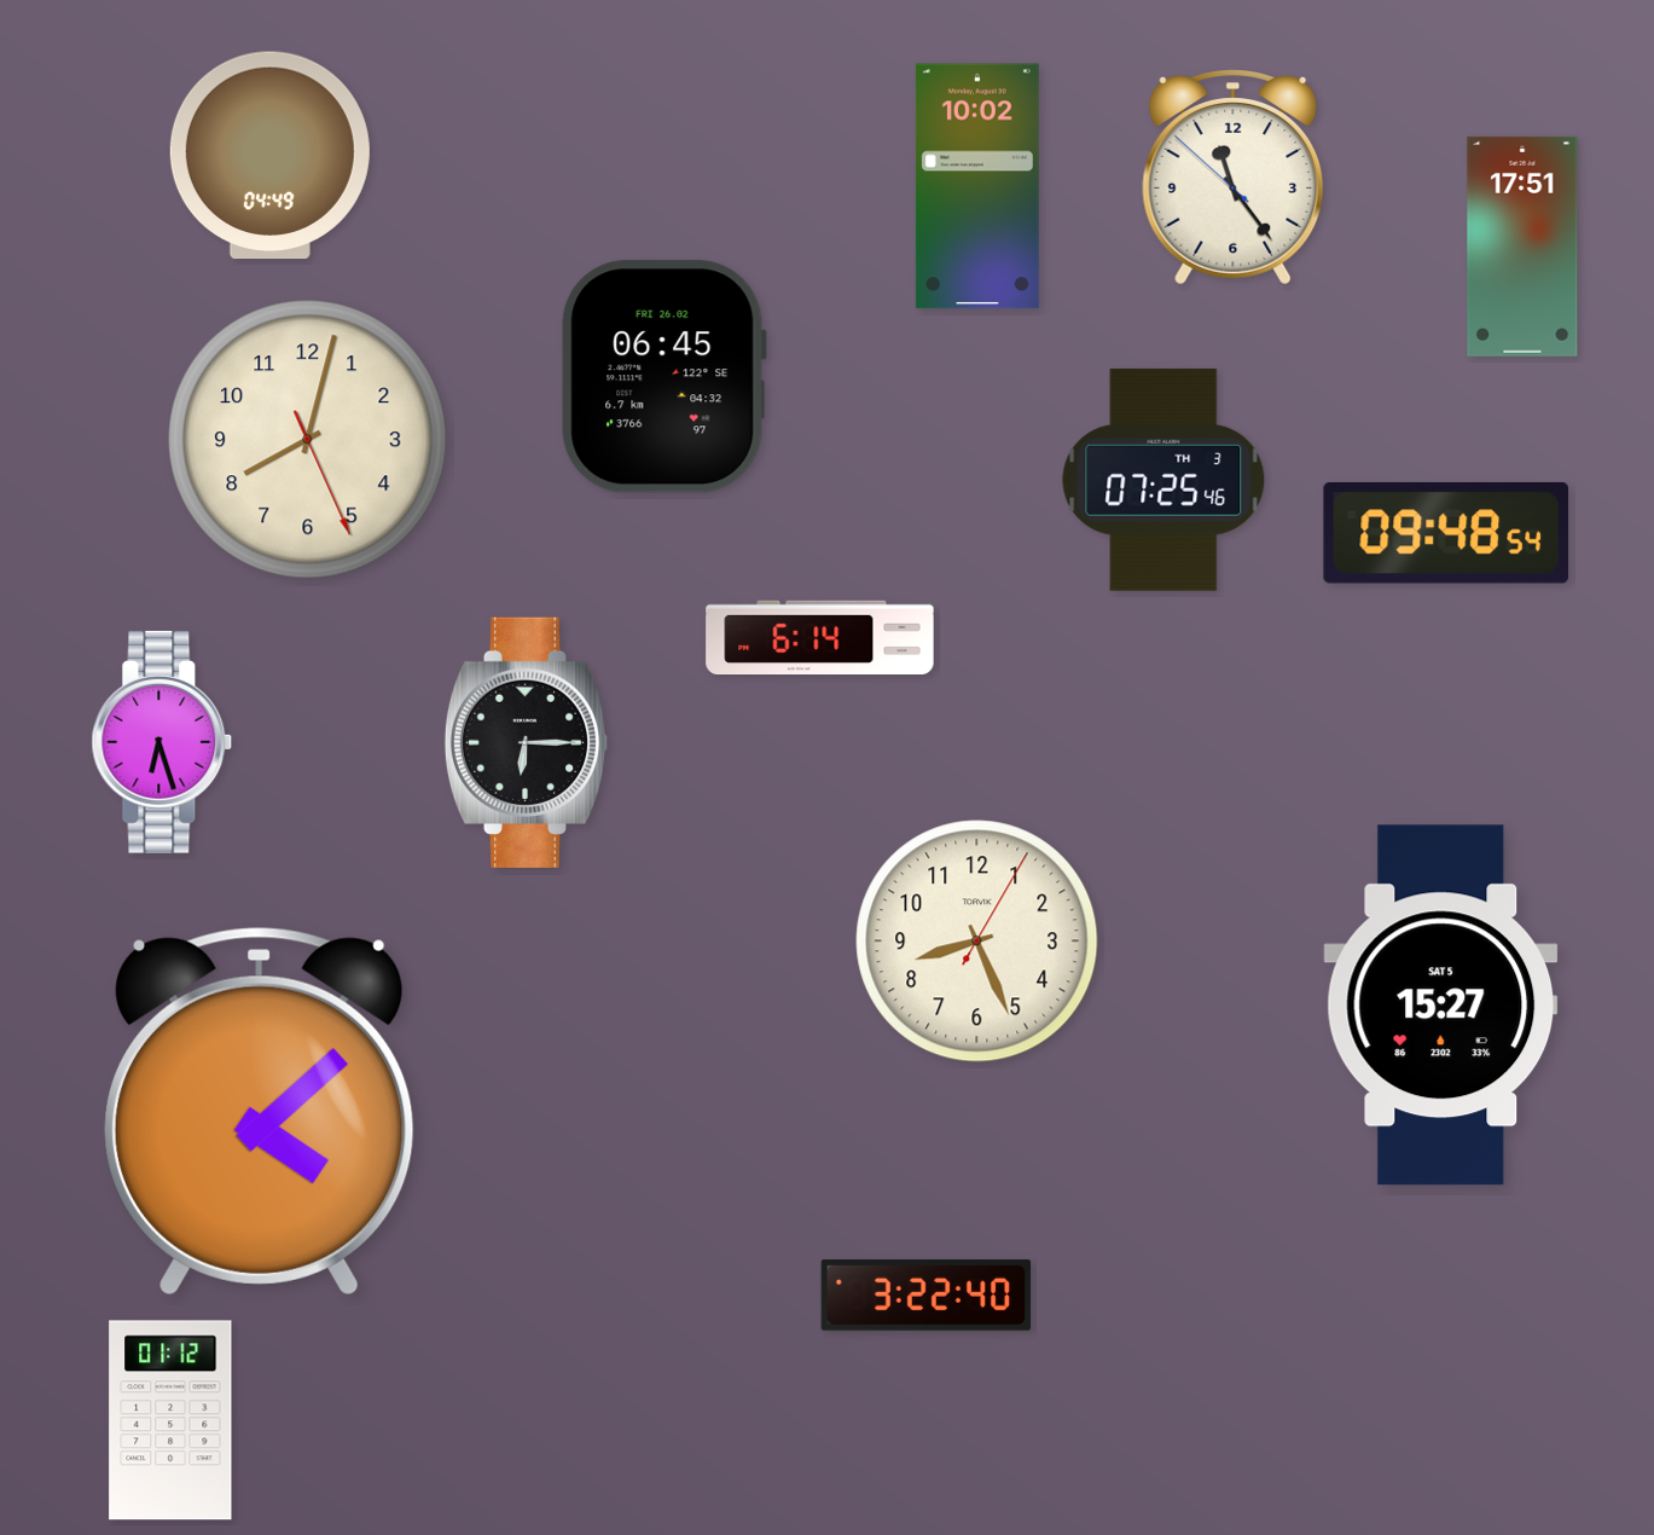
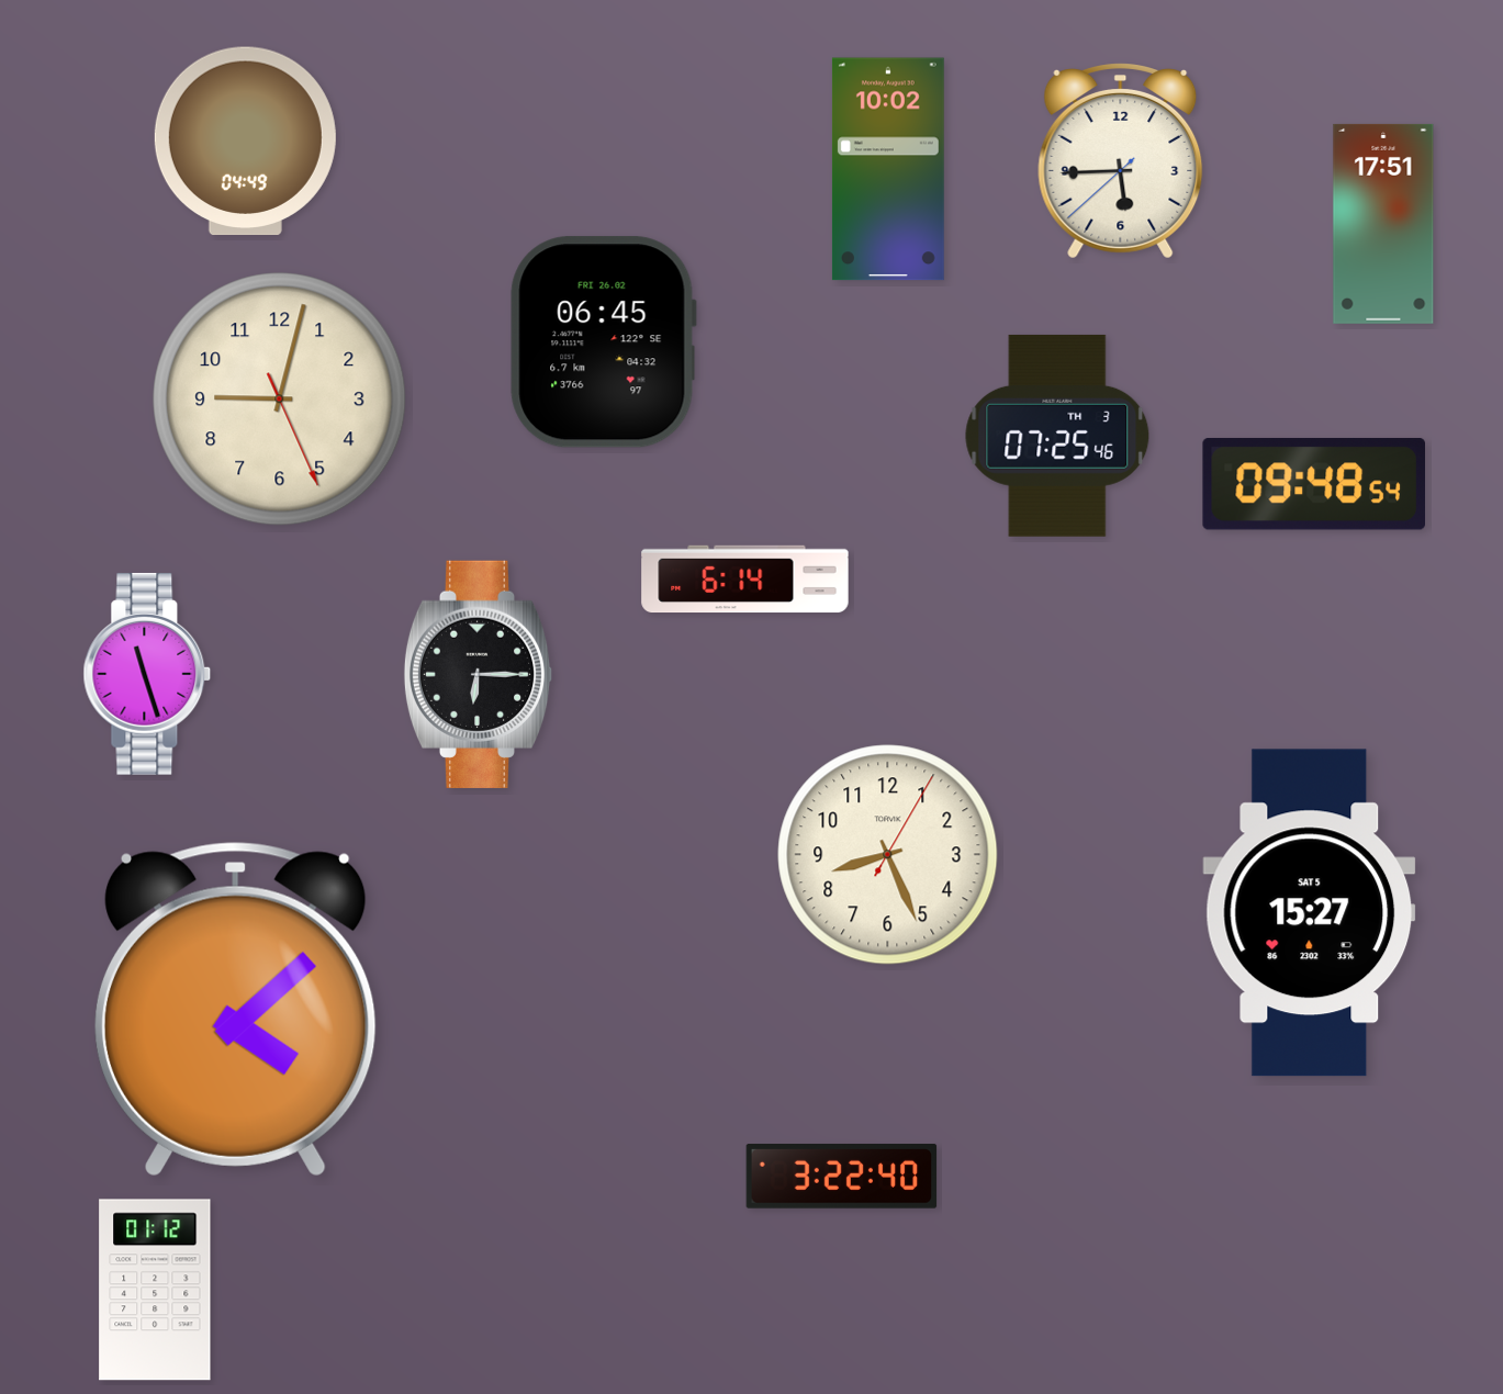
clock at (1234, 178): 11:23 -> 5:44
clock at (308, 440): 8:02 -> 9:02
clock at (162, 742): 6:27 -> 11:27
